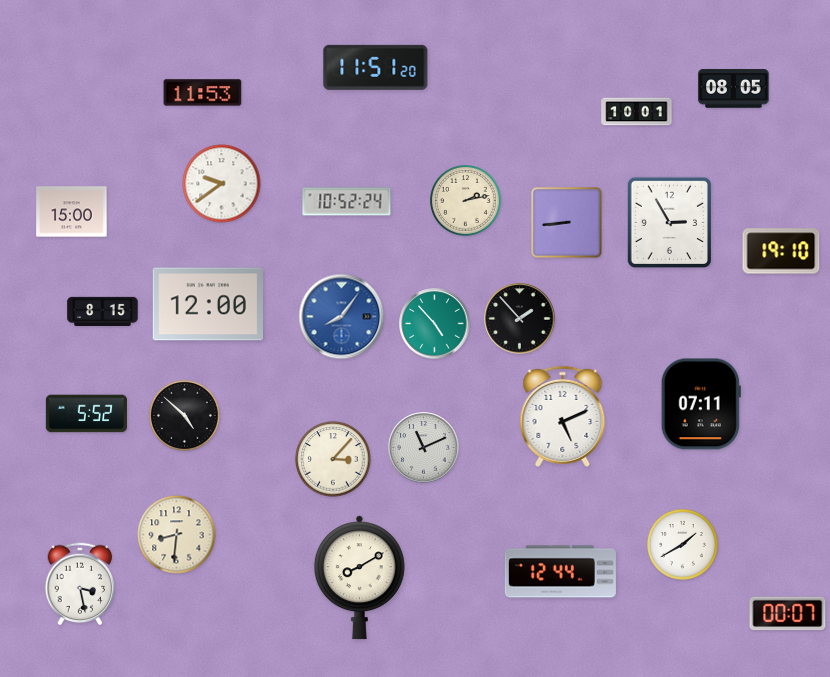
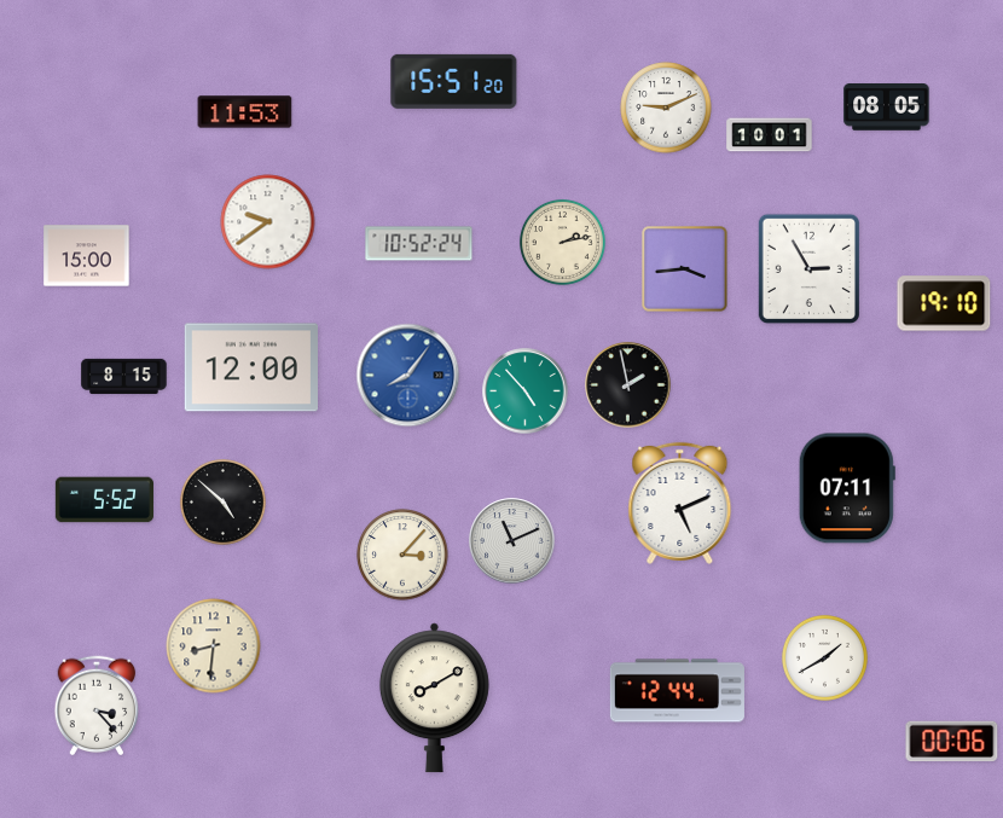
clock at (376, 67): 11:51 -> 15:51
clock at (666, 108): none -> 9:11
clock at (567, 223): 8:44 -> 3:44
clock at (342, 317) position: (342, 317) -> (408, 376)
clock at (520, 319): 1:53 -> 1:58
clock at (80, 584): 3:28 -> 3:23
clock at (788, 614): 00:07 -> 00:06
